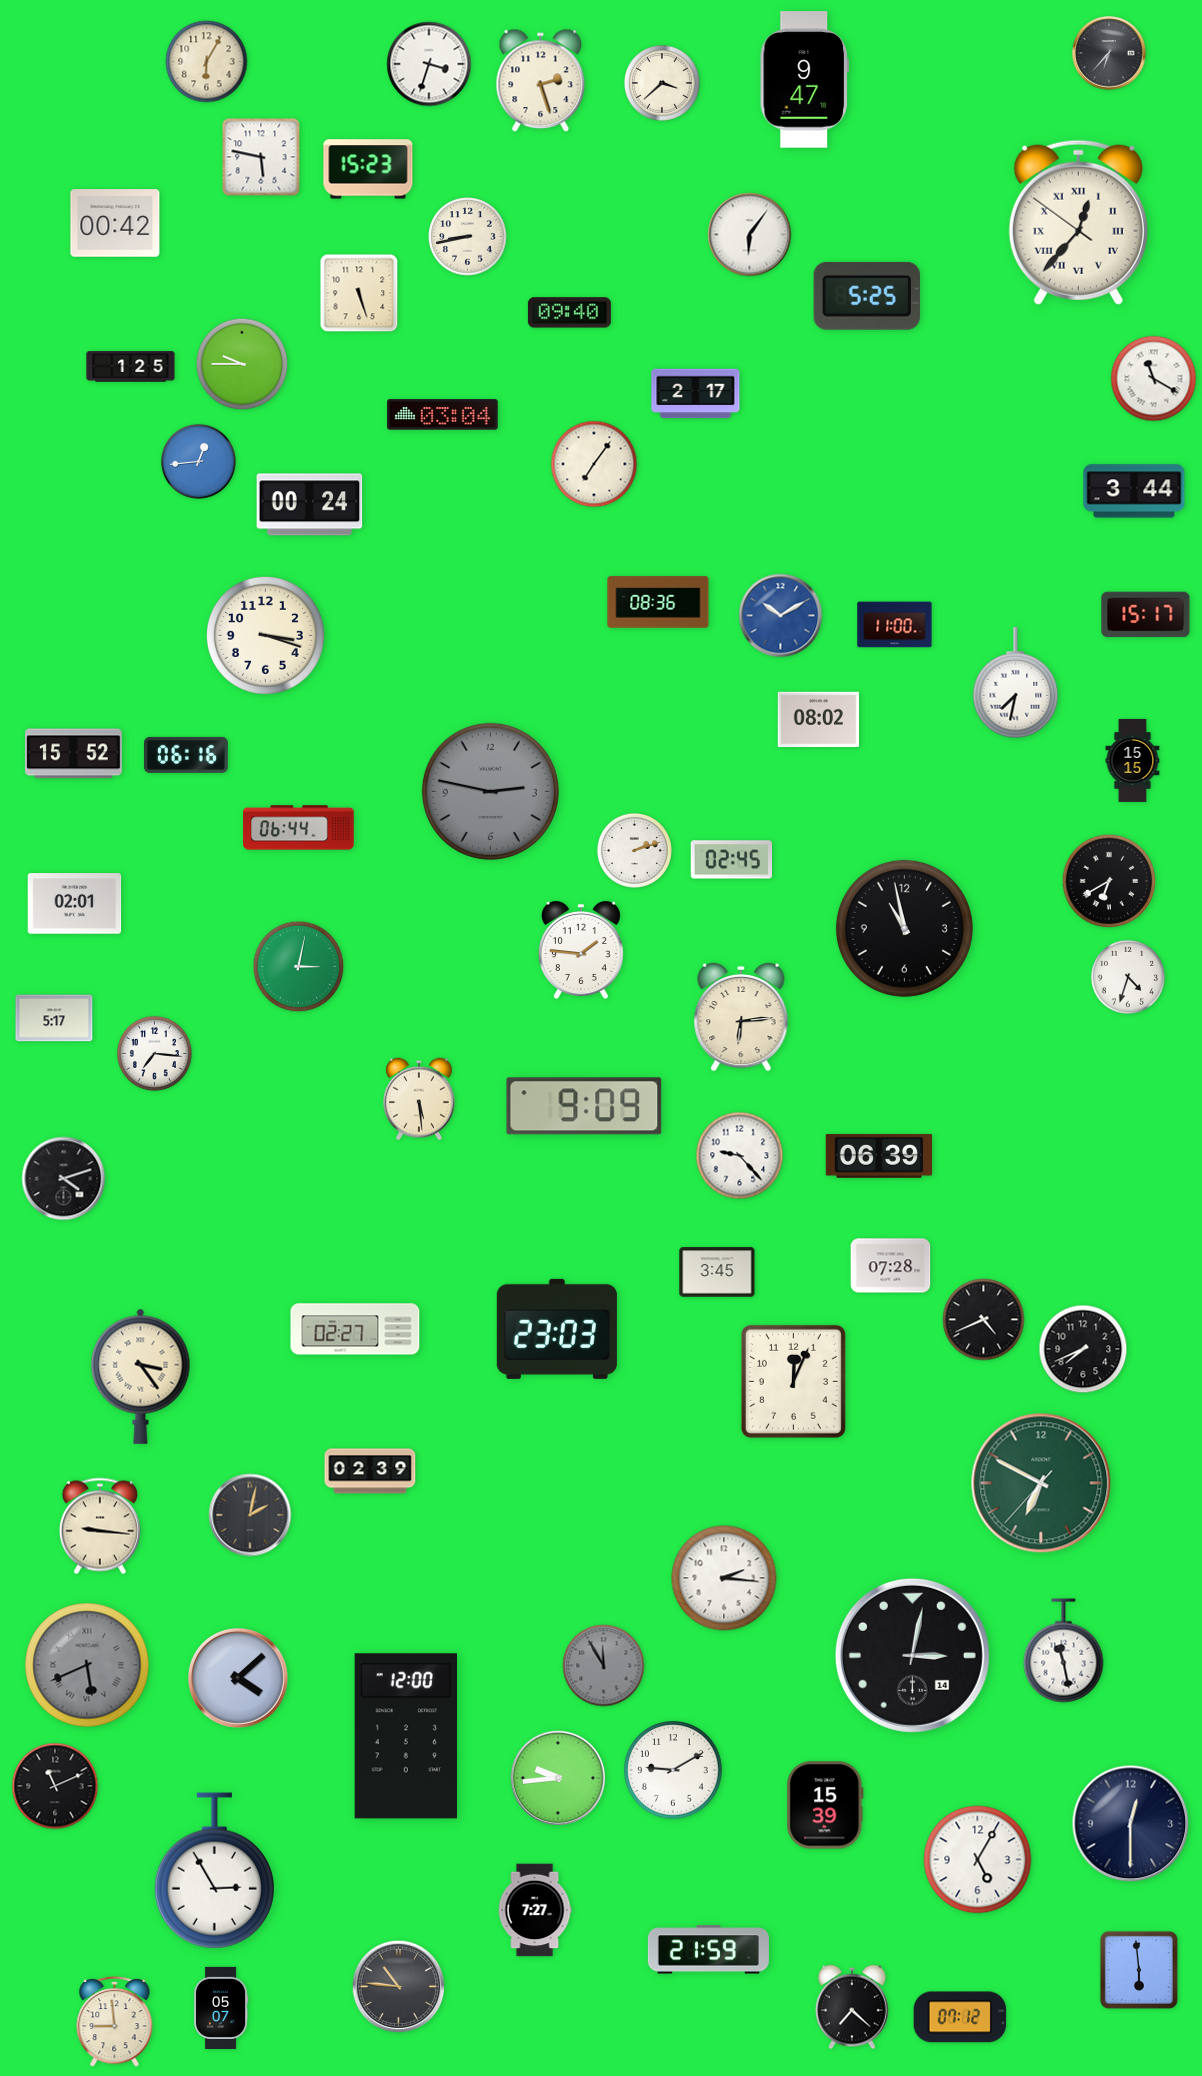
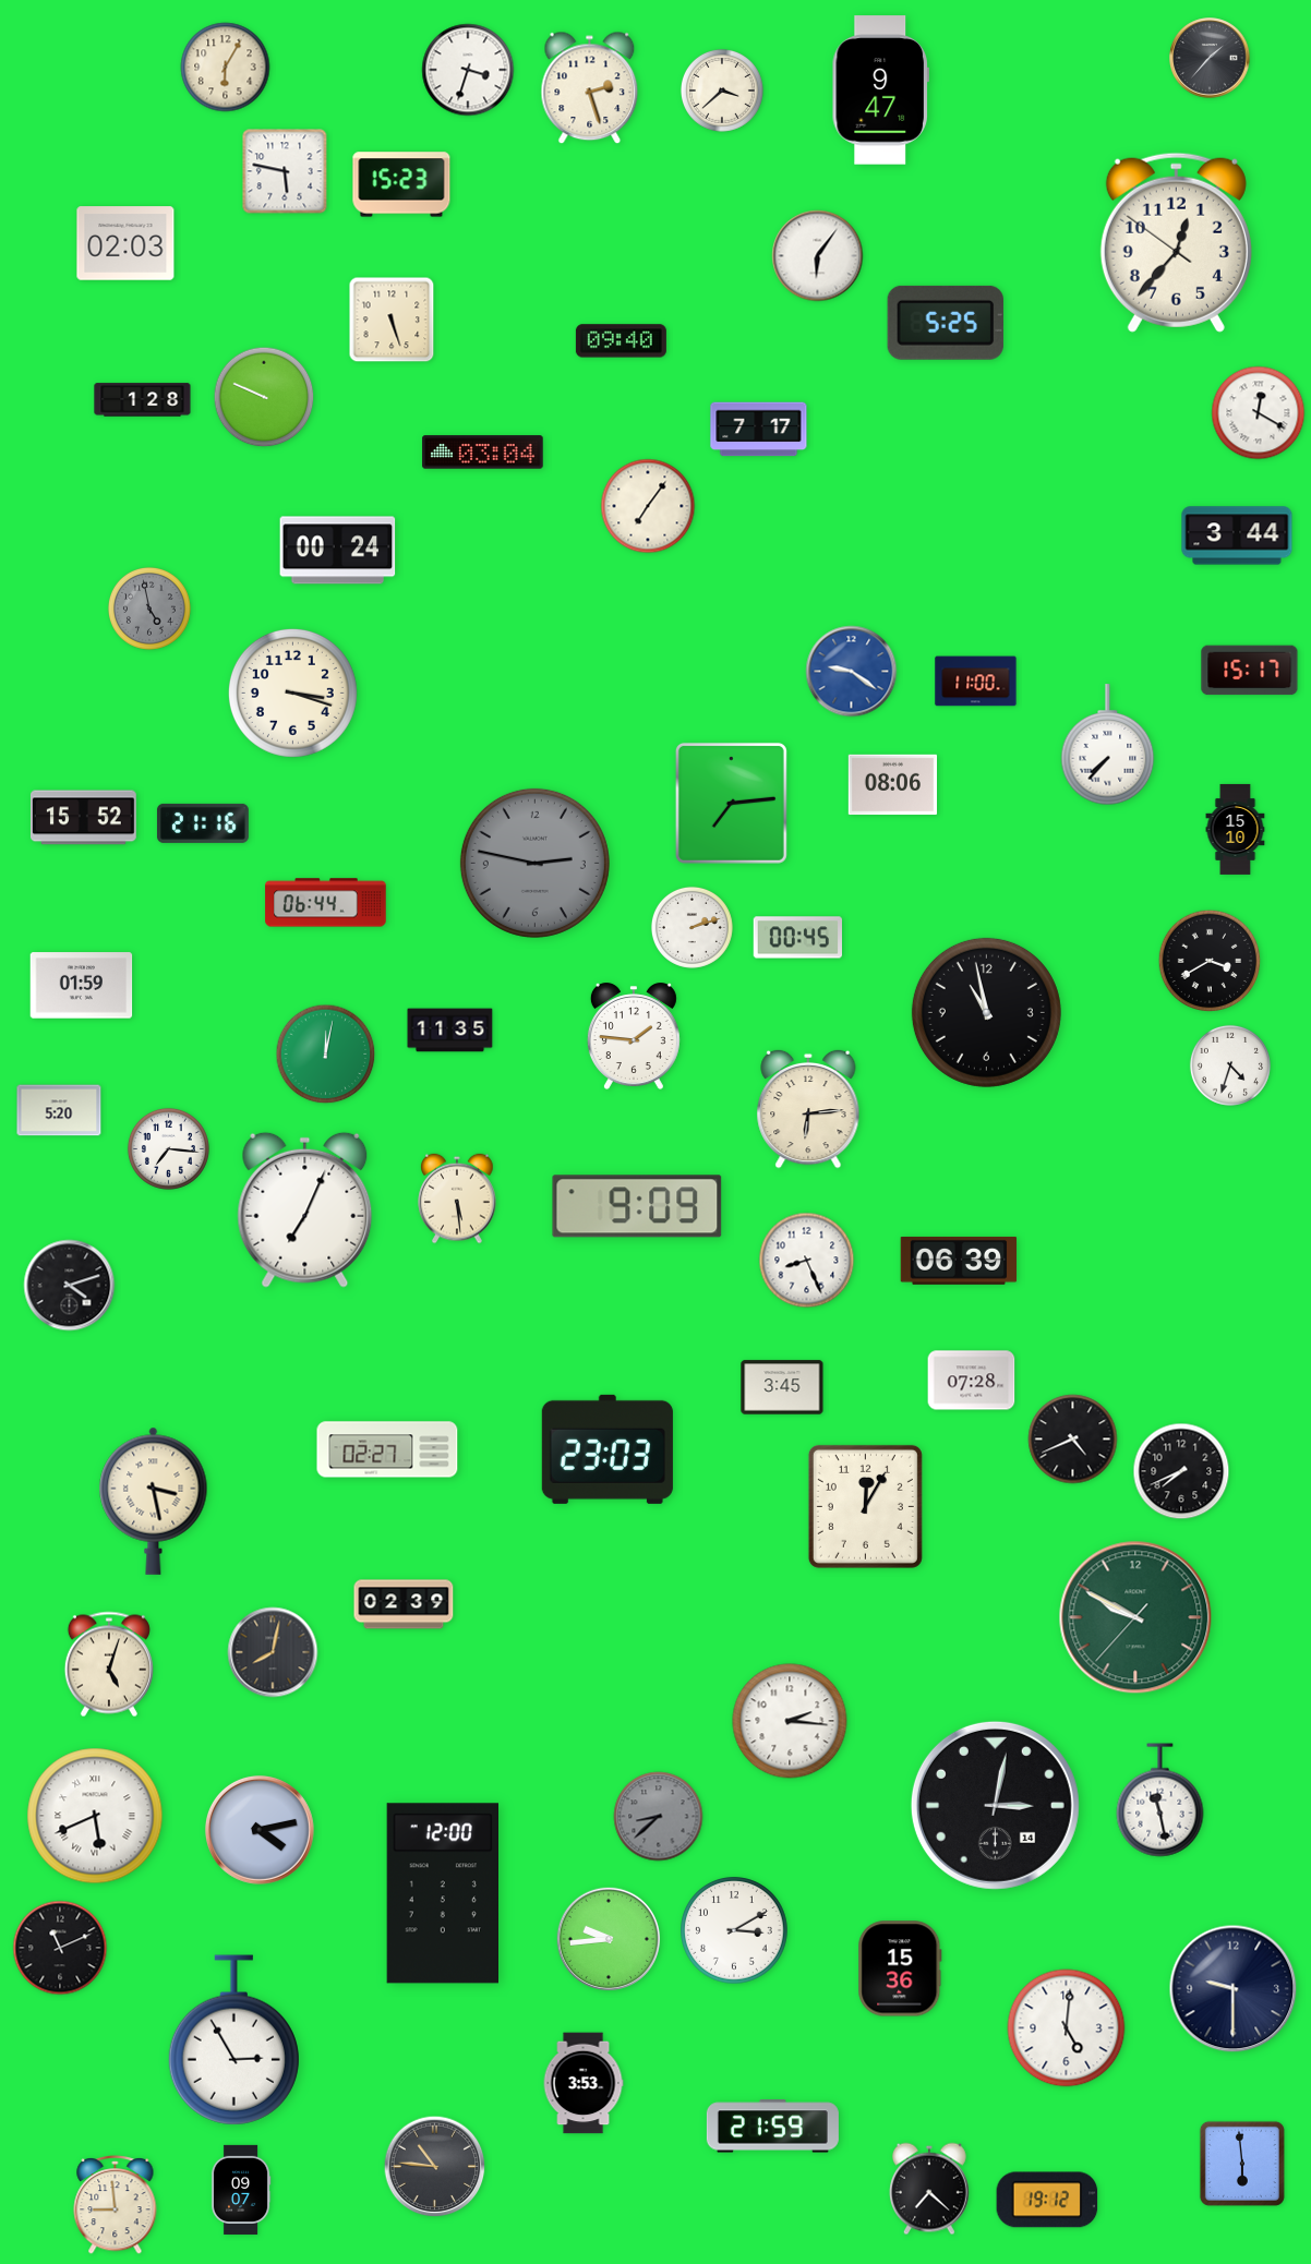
clock at (1109, 53): 6:37 -> 1:37
clock at (804, 80) position: (804, 80) -> (880, 91)
clock at (1078, 222) numerals: Roman -> Arabic
clock at (115, 223): 00:42 -> 02:03
clock at (468, 237): 8:43 -> none
clock at (242, 364): 9:45 -> 9:49
clock at (131, 367): 1:25 -> 1:28
clock at (1154, 379): 11:20 -> 12:20
clock at (696, 394): 2:17 -> 7:17
clock at (198, 461): 12:44 -> none
clock at (149, 609): none -> 4:58
clock at (658, 602): 08:36 -> none
clock at (781, 616): 10:10 -> 9:21
clock at (265, 635) position: (265, 635) -> (292, 693)
clock at (1016, 683): 7:32 -> 7:37
clock at (819, 720): 08:02 -> 08:06
clock at (731, 803): none -> 7:14
clock at (73, 754) position: (73, 754) -> (83, 818)
clock at (186, 755): 06:16 -> 21:16
clock at (1133, 760): 15:15 -> 15:10
clock at (731, 860): 02:45 -> 00:45
clock at (1109, 881): 6:40 -> 3:40
clock at (75, 904): 02:01 -> 01:59
clock at (450, 1031): none -> 11:35
clock at (299, 967): 3:02 -> 12:02
clock at (54, 1018): 5:17 -> 5:20
clock at (305, 1209): none -> 7:04
clock at (740, 1156): 9:23 -> 8:26
clock at (141, 1376): 3:24 -> 3:28
clock at (793, 1381): 12:04 -> 12:05
clock at (1041, 1483): 6:49 -> 9:49
clock at (250, 1515): 2:02 -> 8:02
clock at (100, 1526): 9:16 -> 5:03
clock at (87, 1665) dial: grey -> white
clock at (604, 1666): 11:55 -> 8:38
clock at (238, 1678): 4:08 -> 4:13
clock at (673, 1770): 9:10 -> 3:10
clock at (825, 1805): 15:39 -> 15:36
clock at (1131, 1824): 12:30 -> 9:30
clock at (978, 1860): 5:05 -> 5:01
clock at (535, 1910): 7:27 -> 3:53
clock at (1139, 1970) position: (1139, 1970) -> (1242, 2164)
clock at (221, 2008): 05:07 -> 09:07
clock at (960, 2017): 07:12 -> 19:12
clock at (115, 2021) position: (115, 2021) -> (116, 2204)
